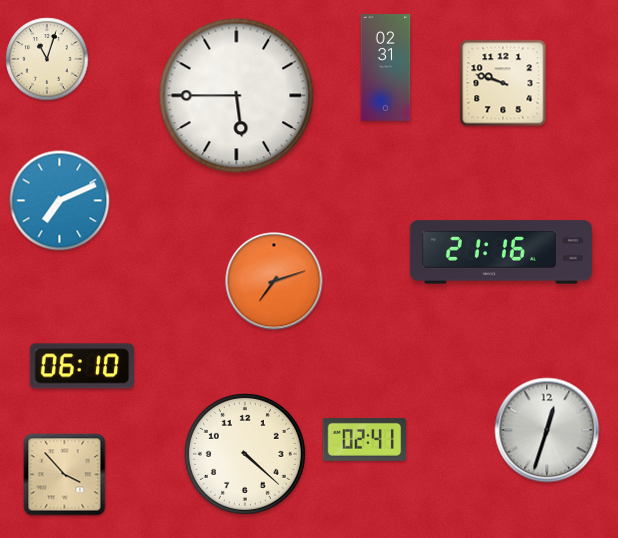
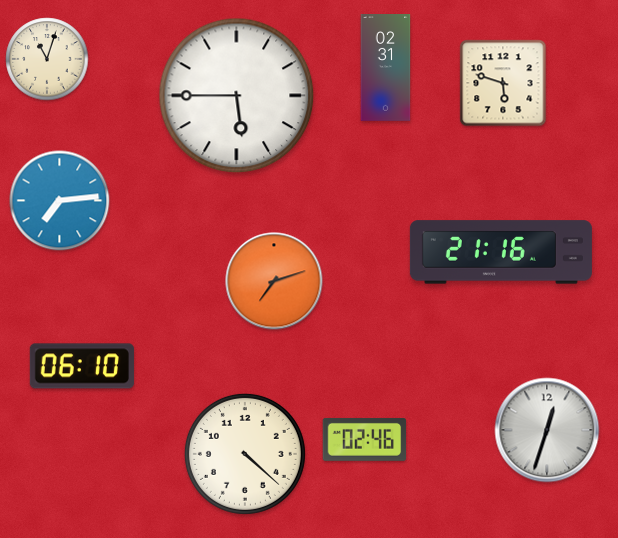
clock at (503, 83): 9:48 -> 5:48
clock at (60, 201): 7:11 -> 7:14
clock at (365, 439): 02:41 -> 02:46
clock at (65, 475): 3:53 -> none
